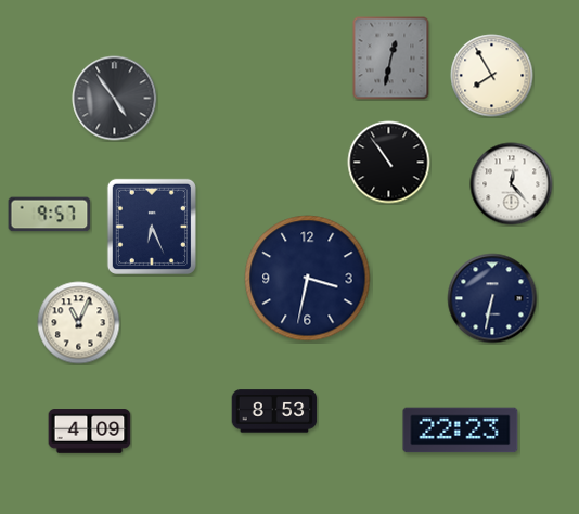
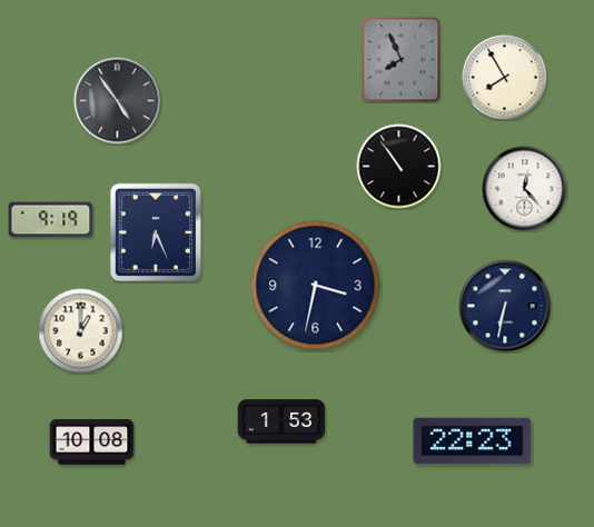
clock at (391, 59): 12:32 -> 7:56
clock at (50, 215): 9:57 -> 9:19
clock at (79, 323): 11:04 -> 1:00
clock at (274, 411): 8:53 -> 1:53
clock at (90, 432): 4:09 -> 10:08
